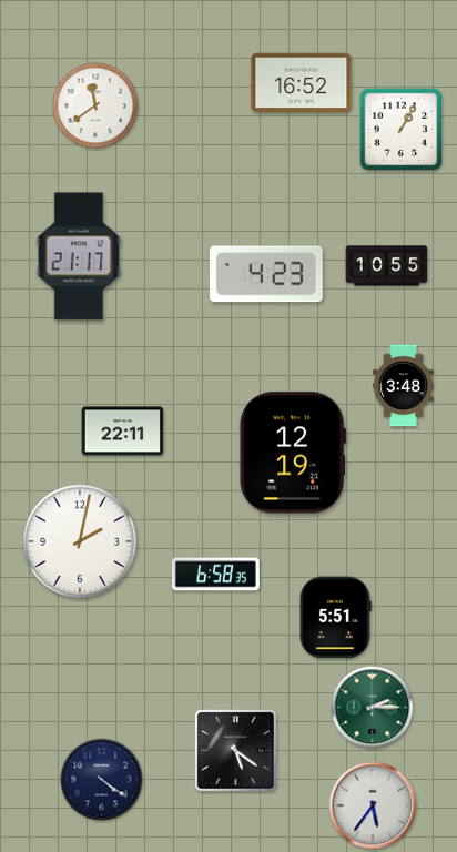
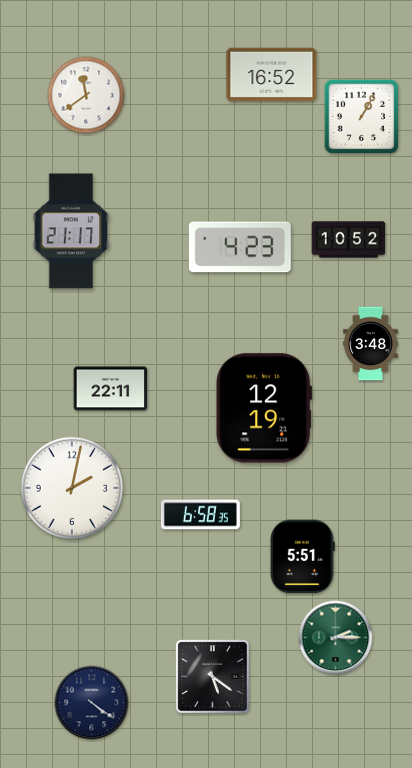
clock at (387, 266): 10:55 -> 10:52
clock at (404, 386) position: (404, 386) -> (371, 344)
clock at (215, 575) position: (215, 575) -> (200, 515)
clock at (373, 805): 5:36 -> none
